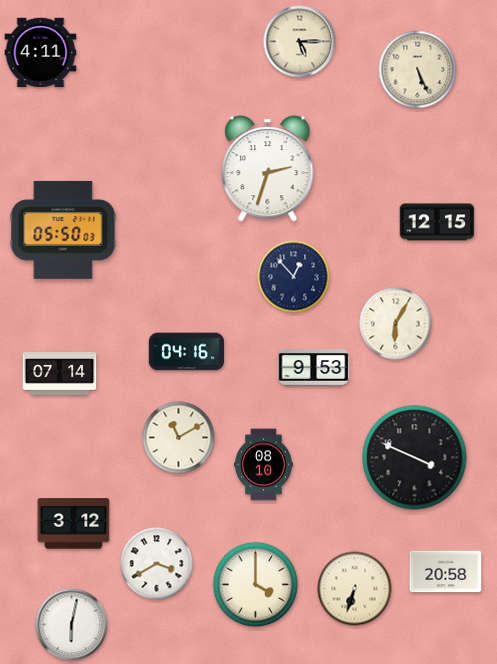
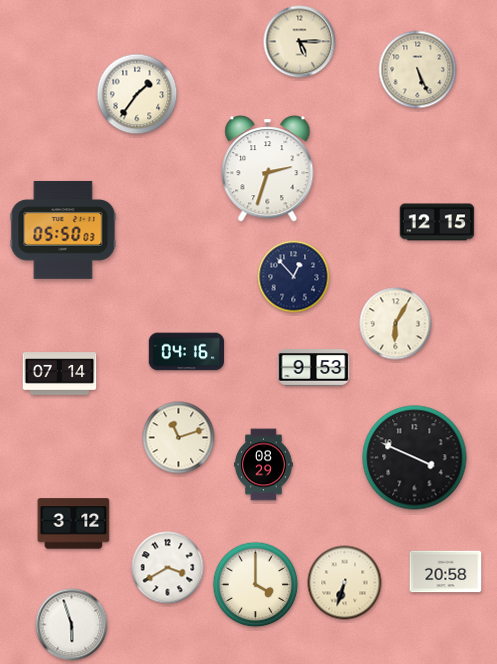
clock at (41, 53): 4:11 -> none
clock at (137, 94): none -> 1:36
clock at (179, 438): 11:10 -> 11:12
clock at (264, 465): 08:10 -> 08:29
clock at (157, 564) position: (157, 564) -> (168, 568)
clock at (355, 589) position: (355, 589) -> (345, 583)
clock at (72, 625): 6:02 -> 5:57
